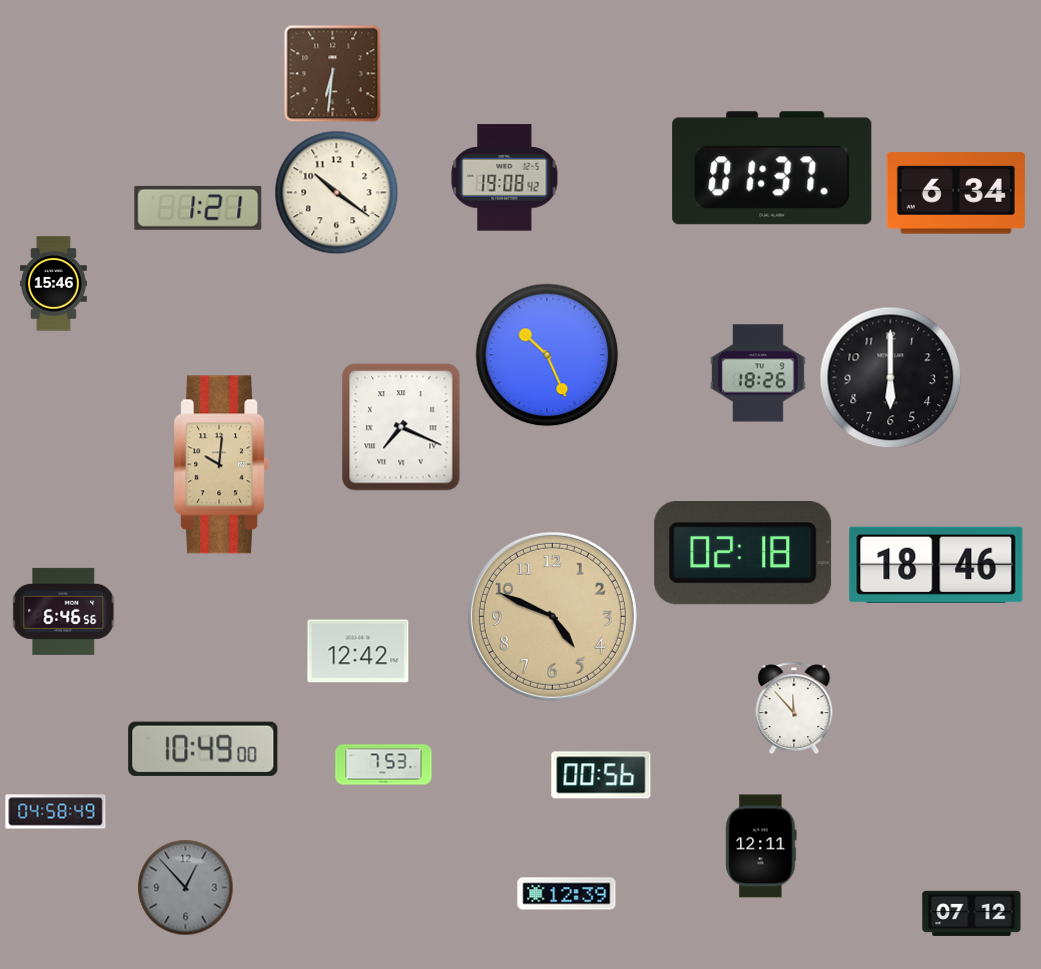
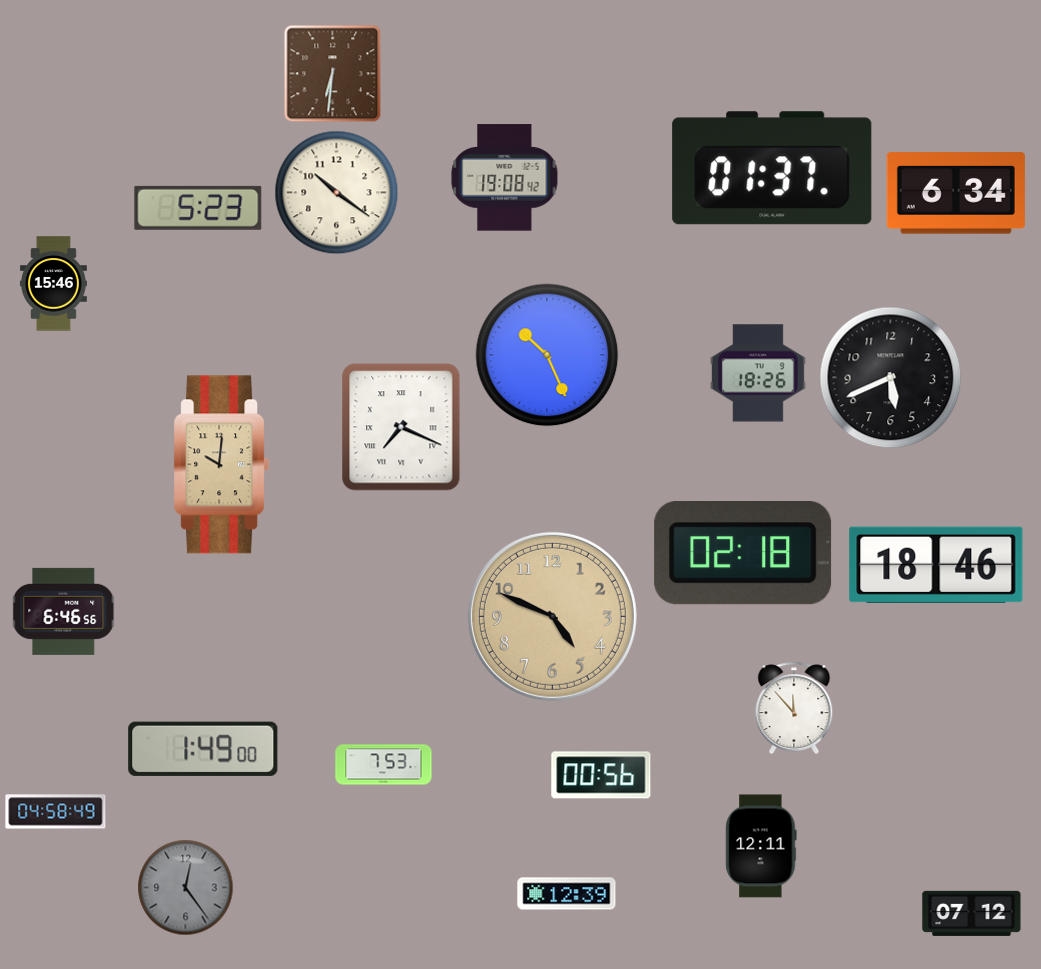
clock at (198, 208): 1:21 -> 5:23
clock at (891, 378): 6:00 -> 5:41
clock at (358, 651): 12:42 -> none
clock at (203, 749): 10:49 -> 1:49
clock at (186, 888): 12:53 -> 12:24
